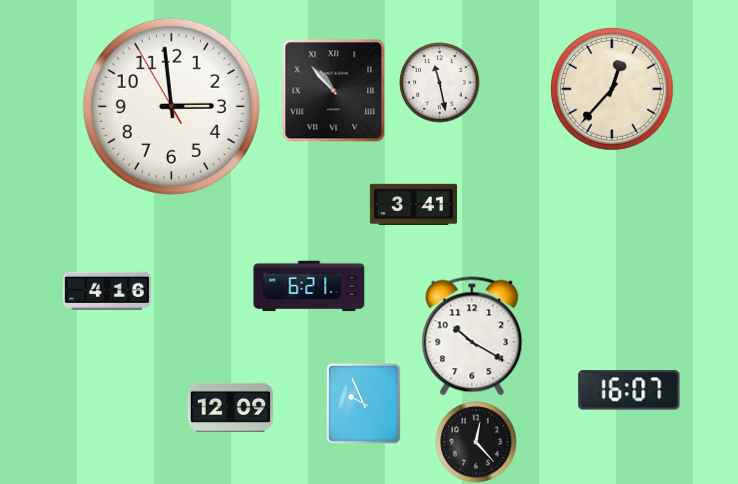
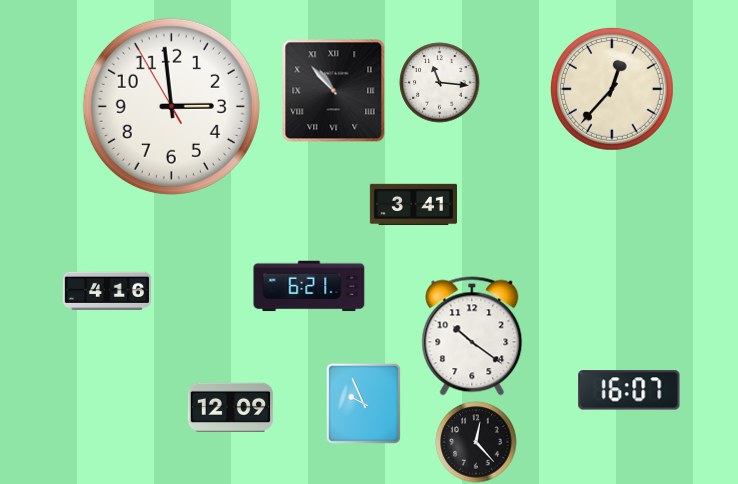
clock at (440, 83): 11:28 -> 11:16
clock at (472, 336): 10:20 -> 10:21
